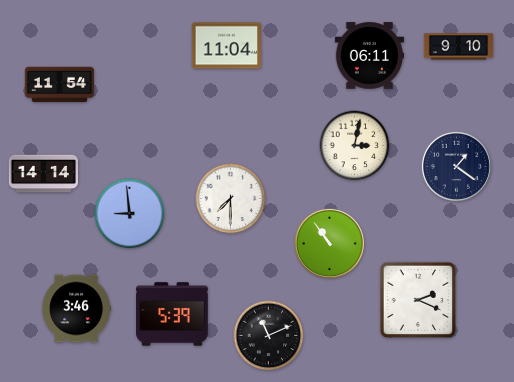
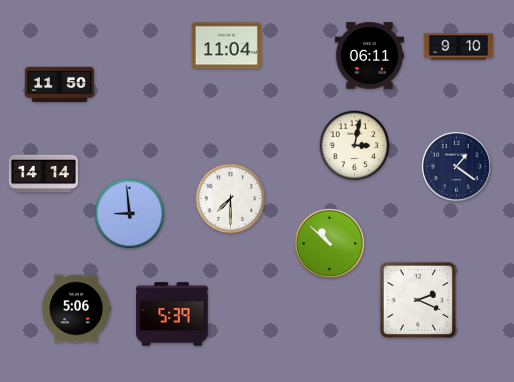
clock at (60, 85): 11:54 -> 11:50
clock at (329, 243): 10:54 -> 10:52
clock at (76, 309): 3:46 -> 5:06
clock at (269, 336): 11:11 -> none
